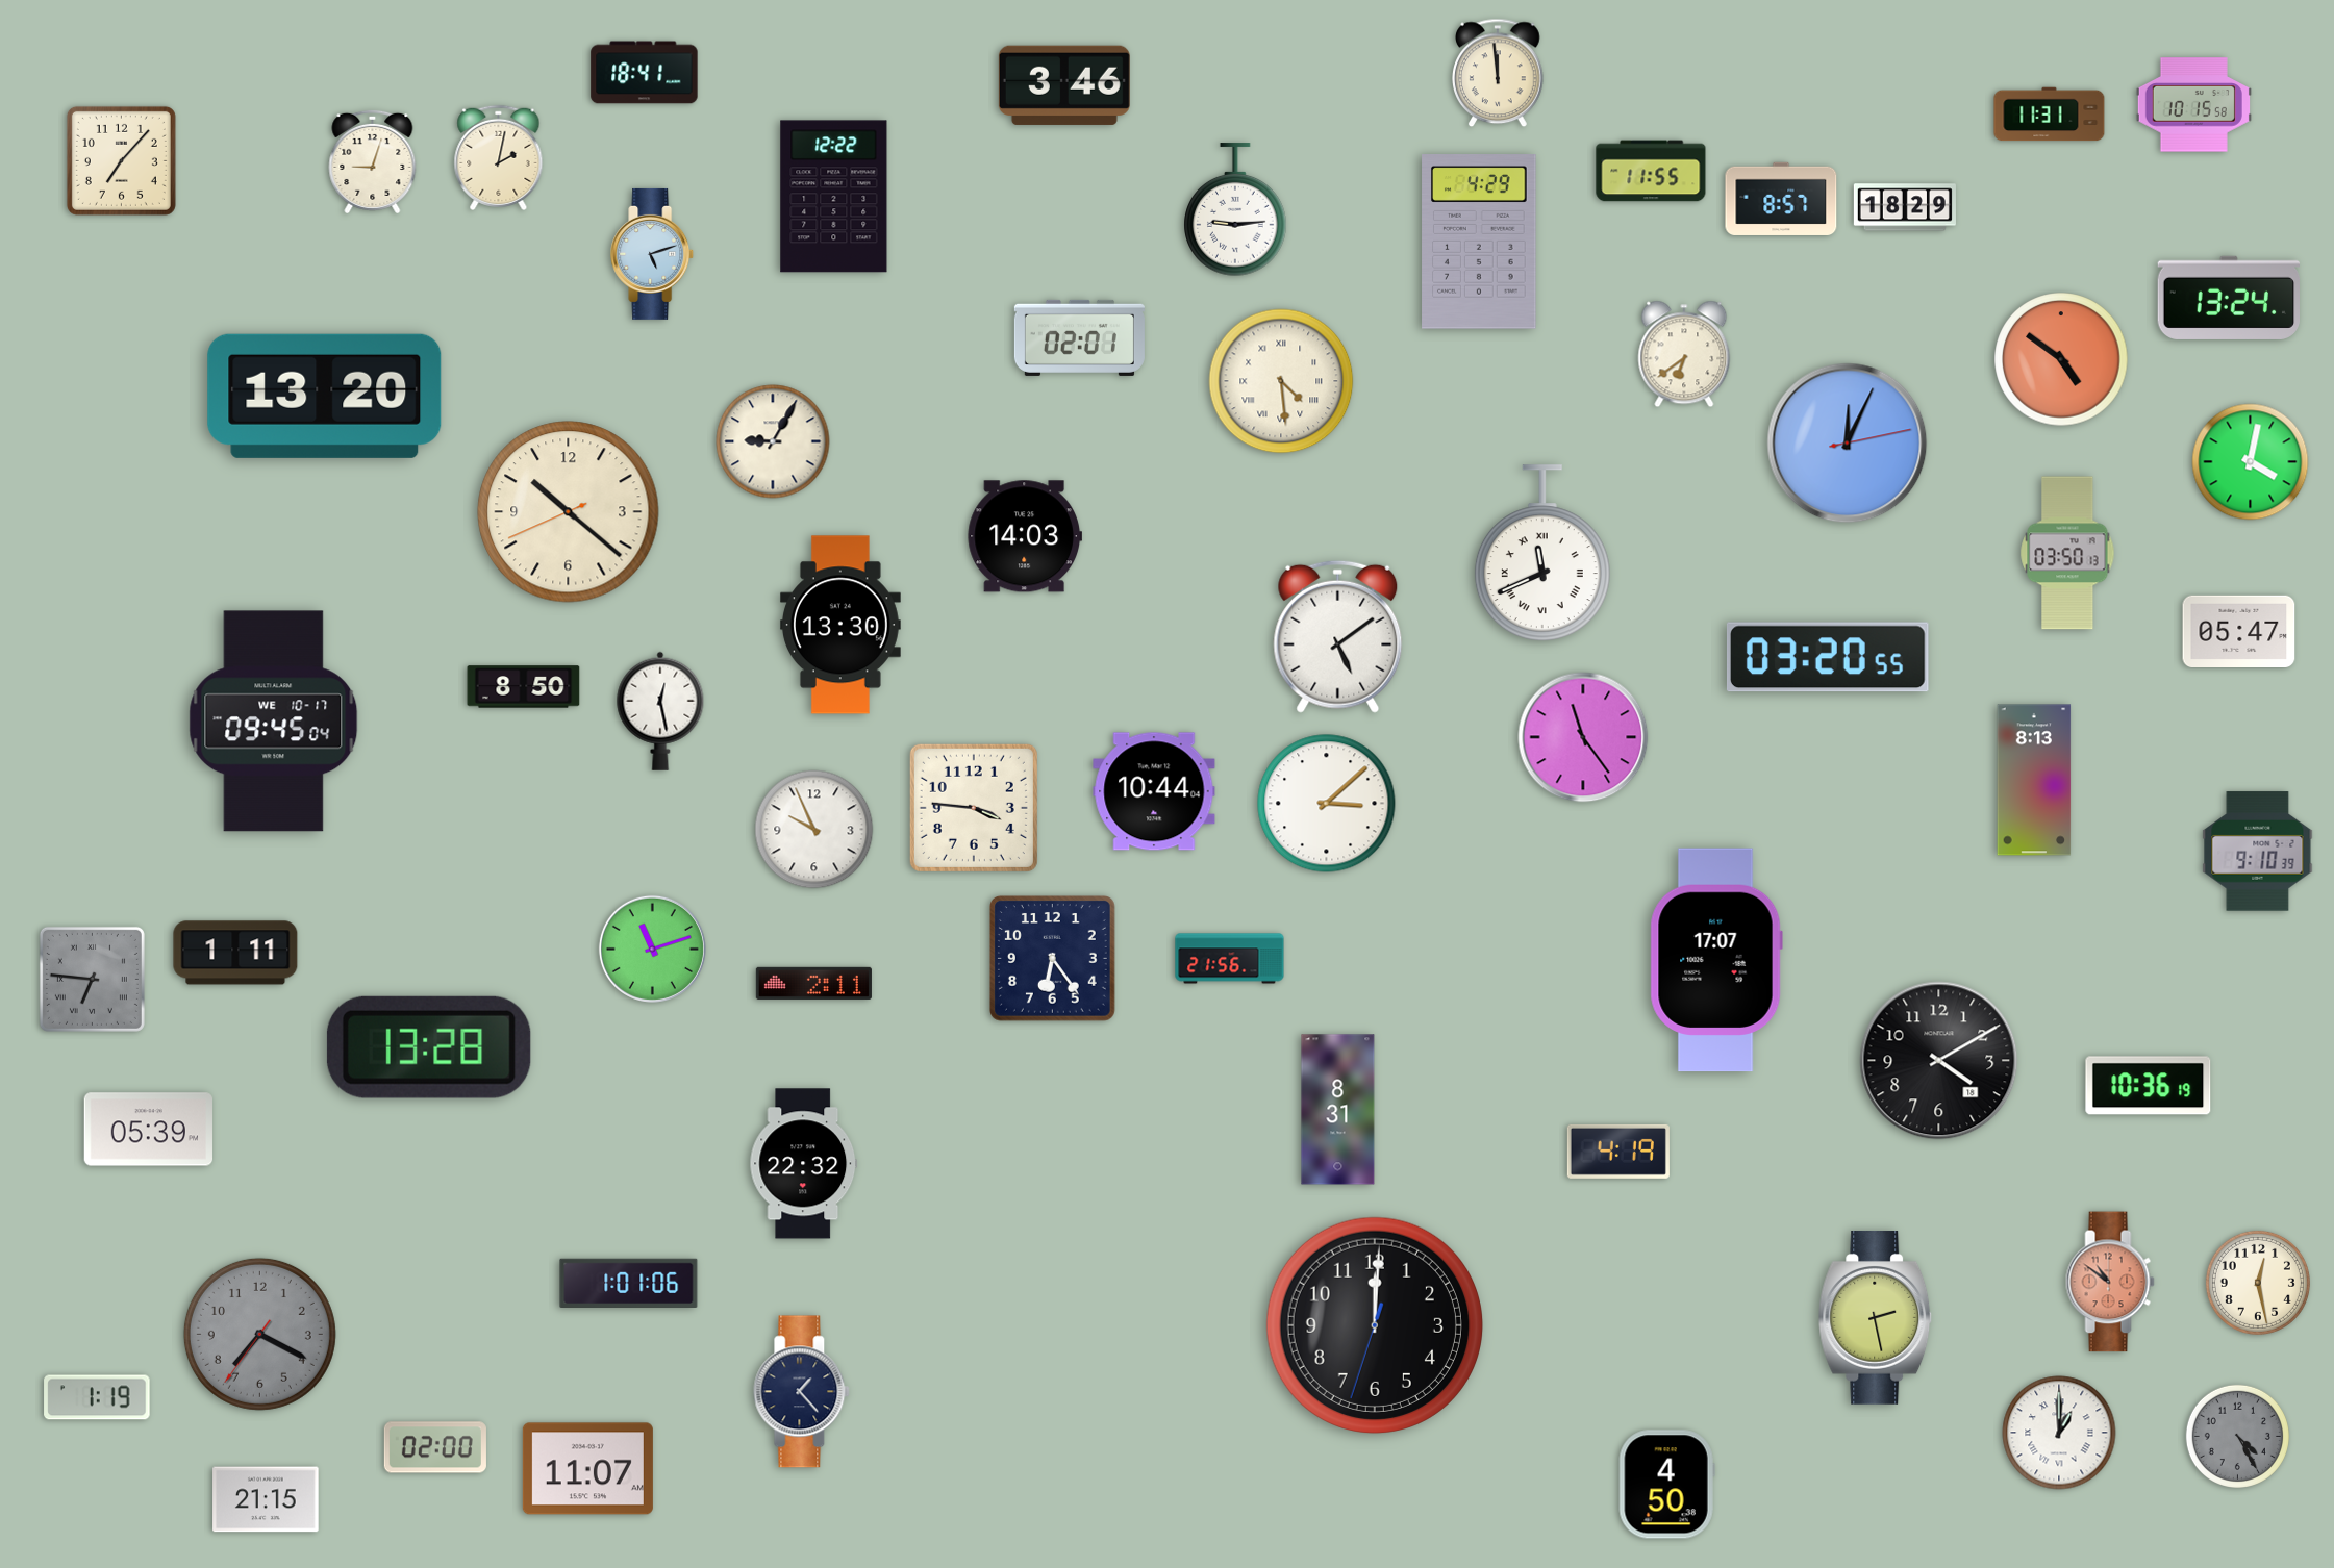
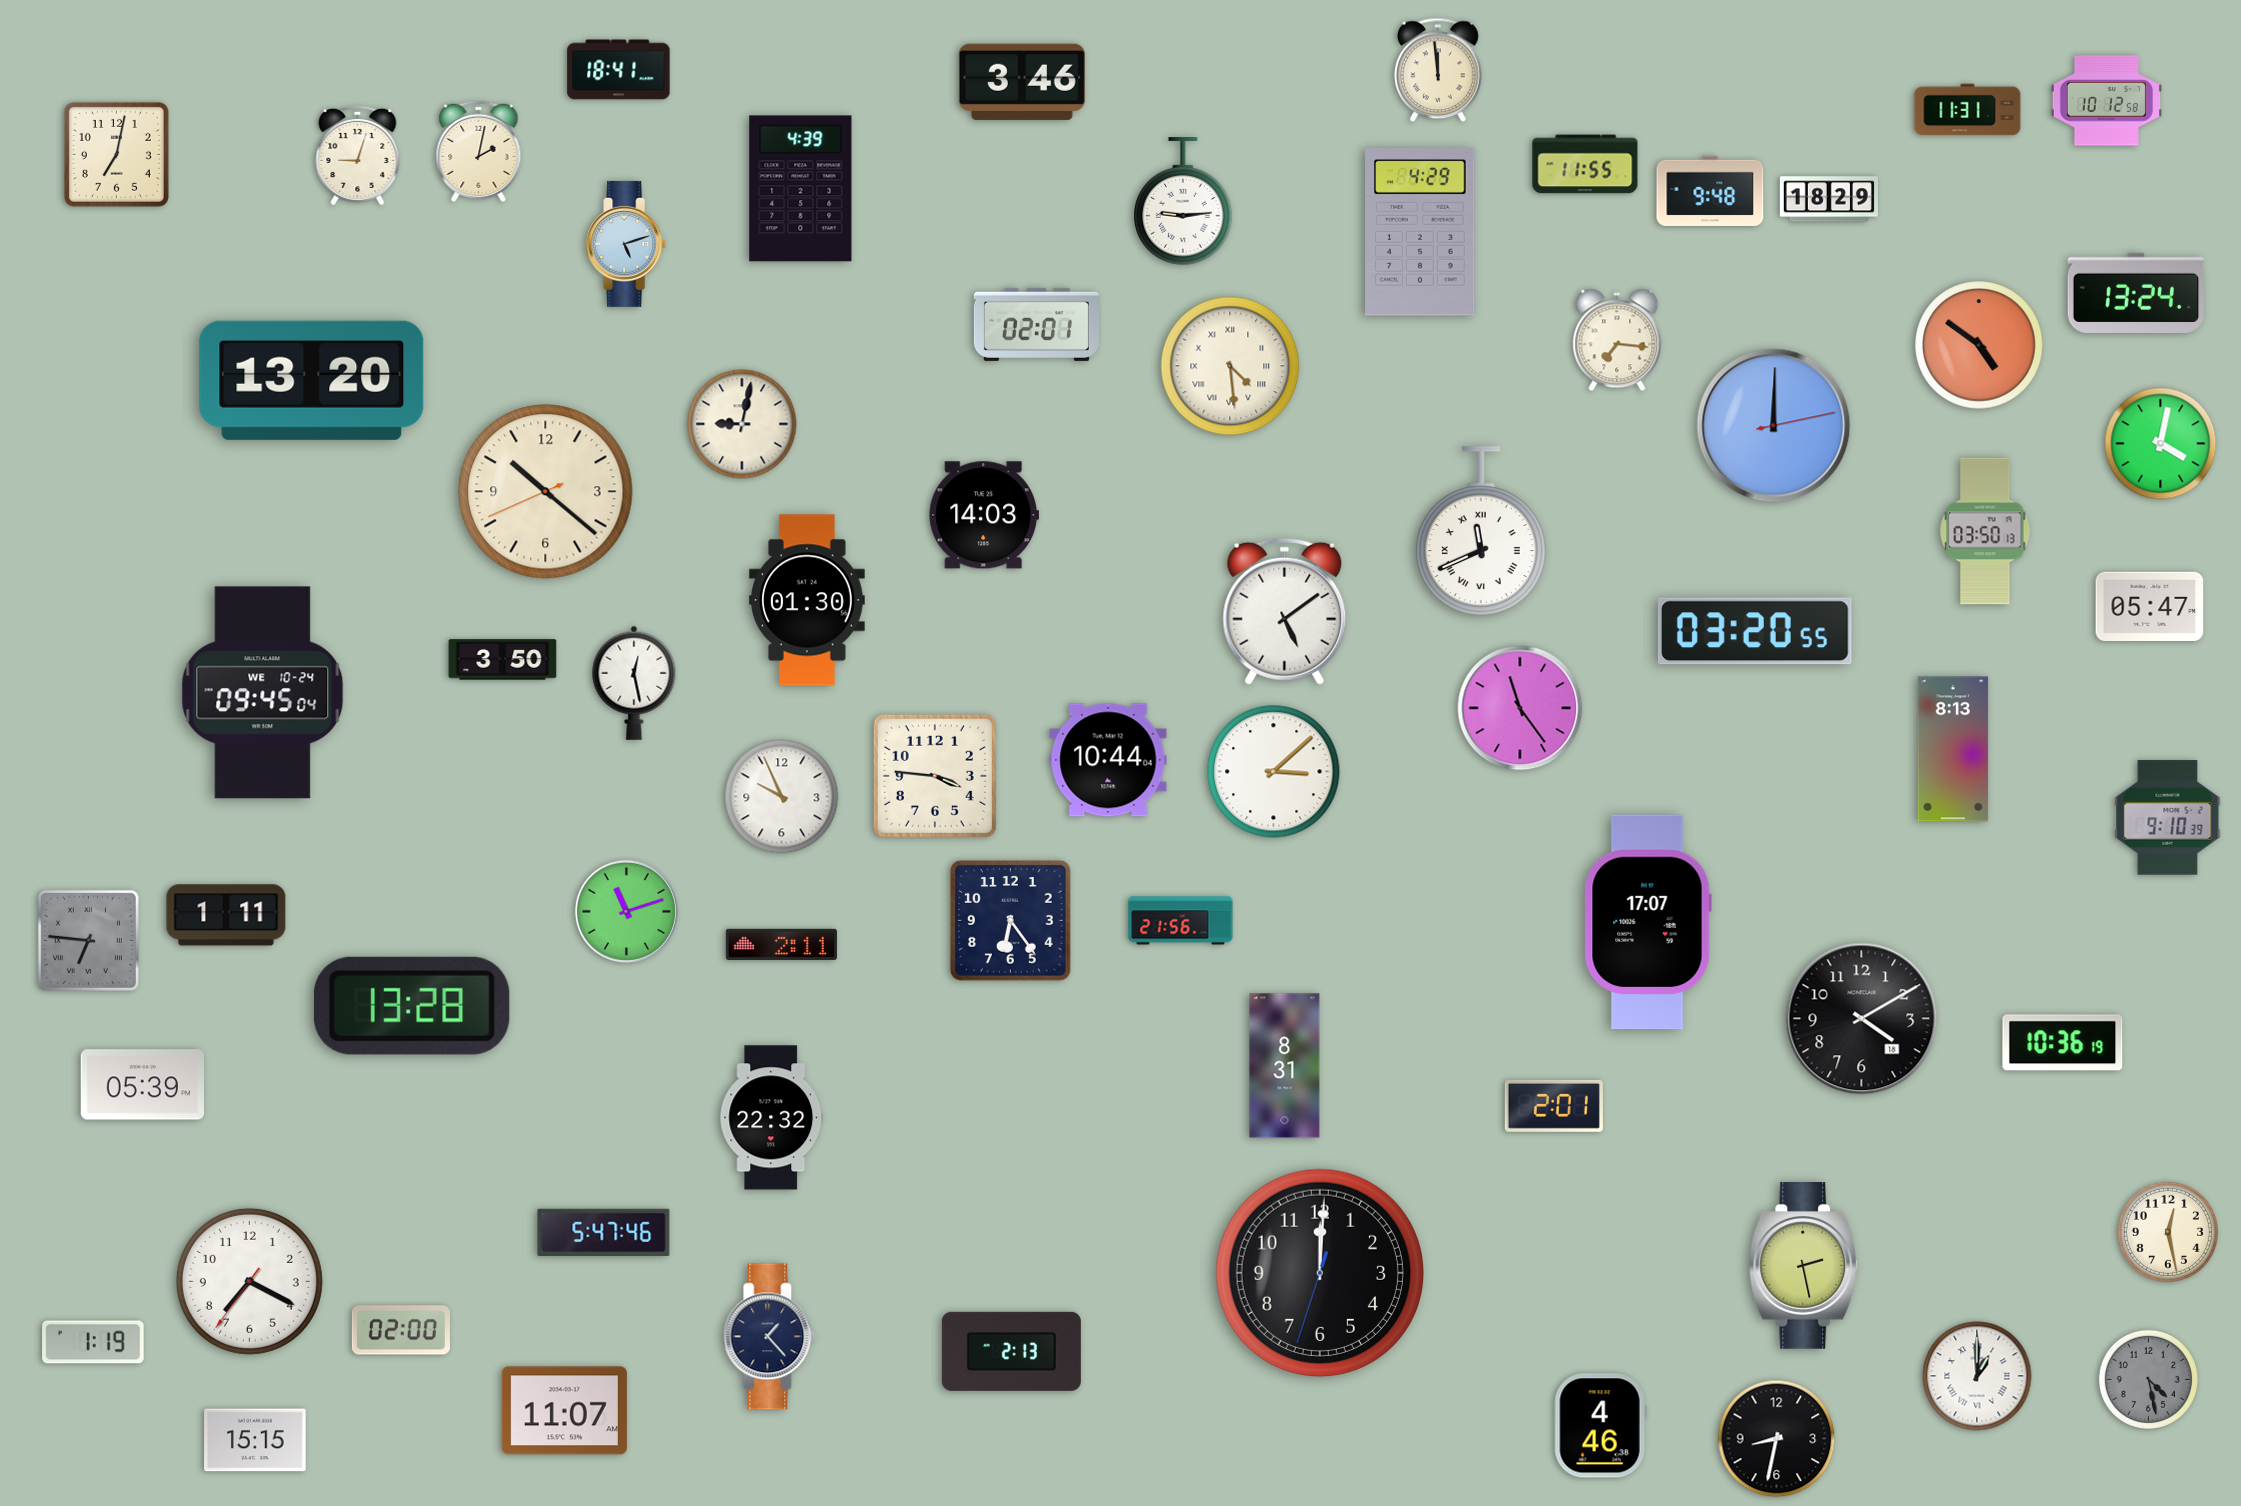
clock at (2193, 105): 10:15 -> 10:12
clock at (121, 160): 7:07 -> 7:02
clock at (834, 197): 12:22 -> 4:39
clock at (1781, 199): 8:57 -> 9:48
clock at (1235, 210) position: (1235, 210) -> (1183, 202)
clock at (2228, 298) position: (2228, 298) -> (2135, 293)
clock at (1684, 354): 6:39 -> 7:16
clock at (773, 441): 9:05 -> 9:02
clock at (1848, 444): 12:04 -> 12:00
clock at (840, 625): 13:30 -> 01:30
clock at (524, 687): 8:50 -> 3:50
clock at (274, 722) date: WE 10-17 -> WE 10-24
clock at (1618, 1152): 4:19 -> 2:01
clock at (2110, 1282): 10:51 -> none
clock at (629, 1283): 1:01 -> 5:47
clock at (1876, 1318) position: (1876, 1318) -> (1804, 1266)
clock at (259, 1334) dial: grey -> white
clock at (1011, 1351): none -> 2:13
clock at (2237, 1436): 4:25 -> 4:28
clock at (435, 1447) position: (435, 1447) -> (401, 1330)
clock at (1666, 1485): 4:50 -> 4:46
clock at (1777, 1439): none -> 8:32
clock at (266, 1499): 21:15 -> 15:15
